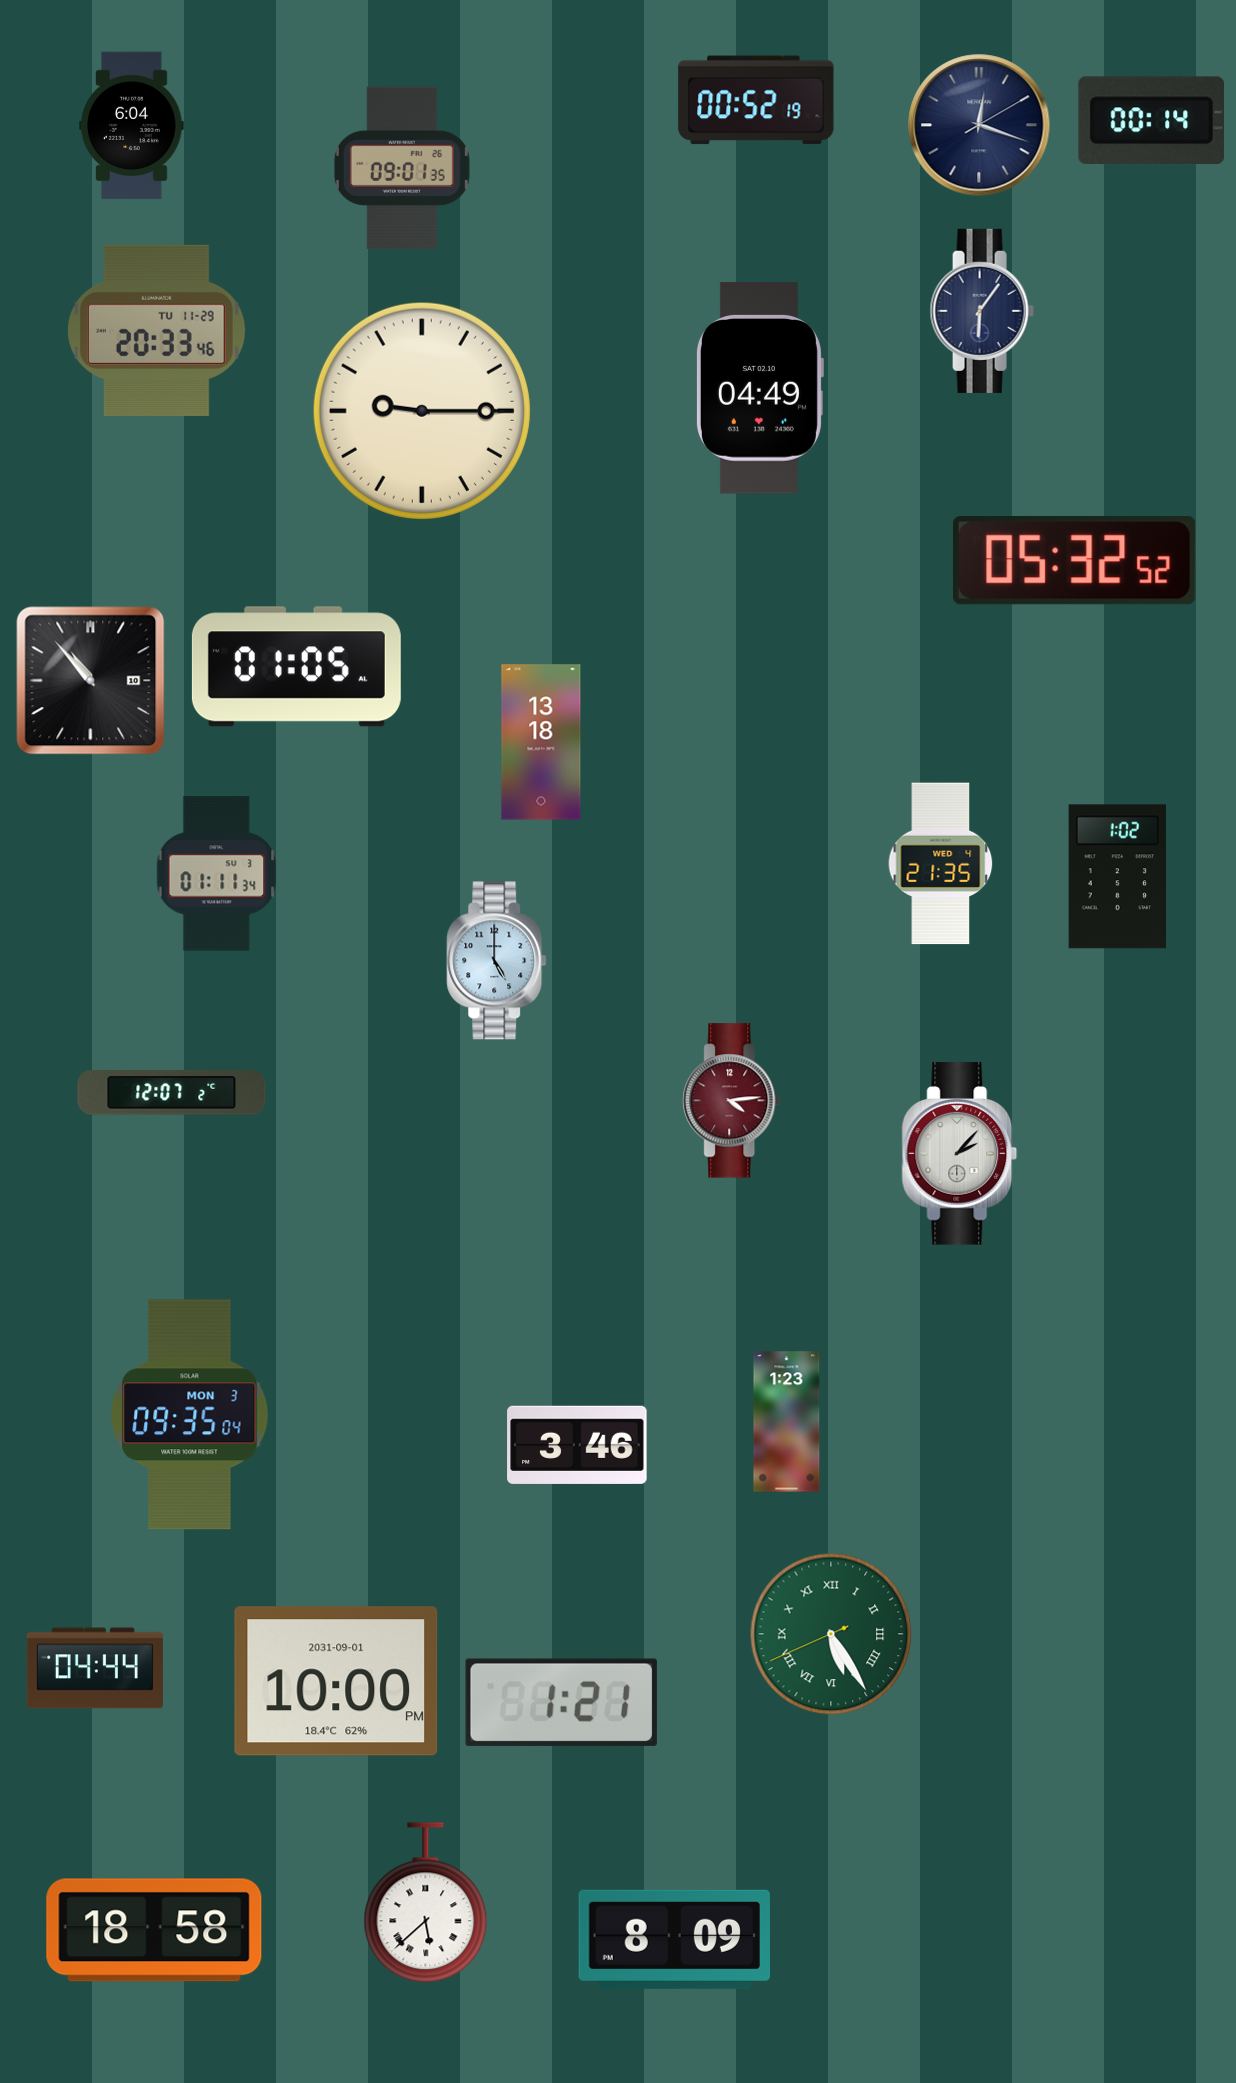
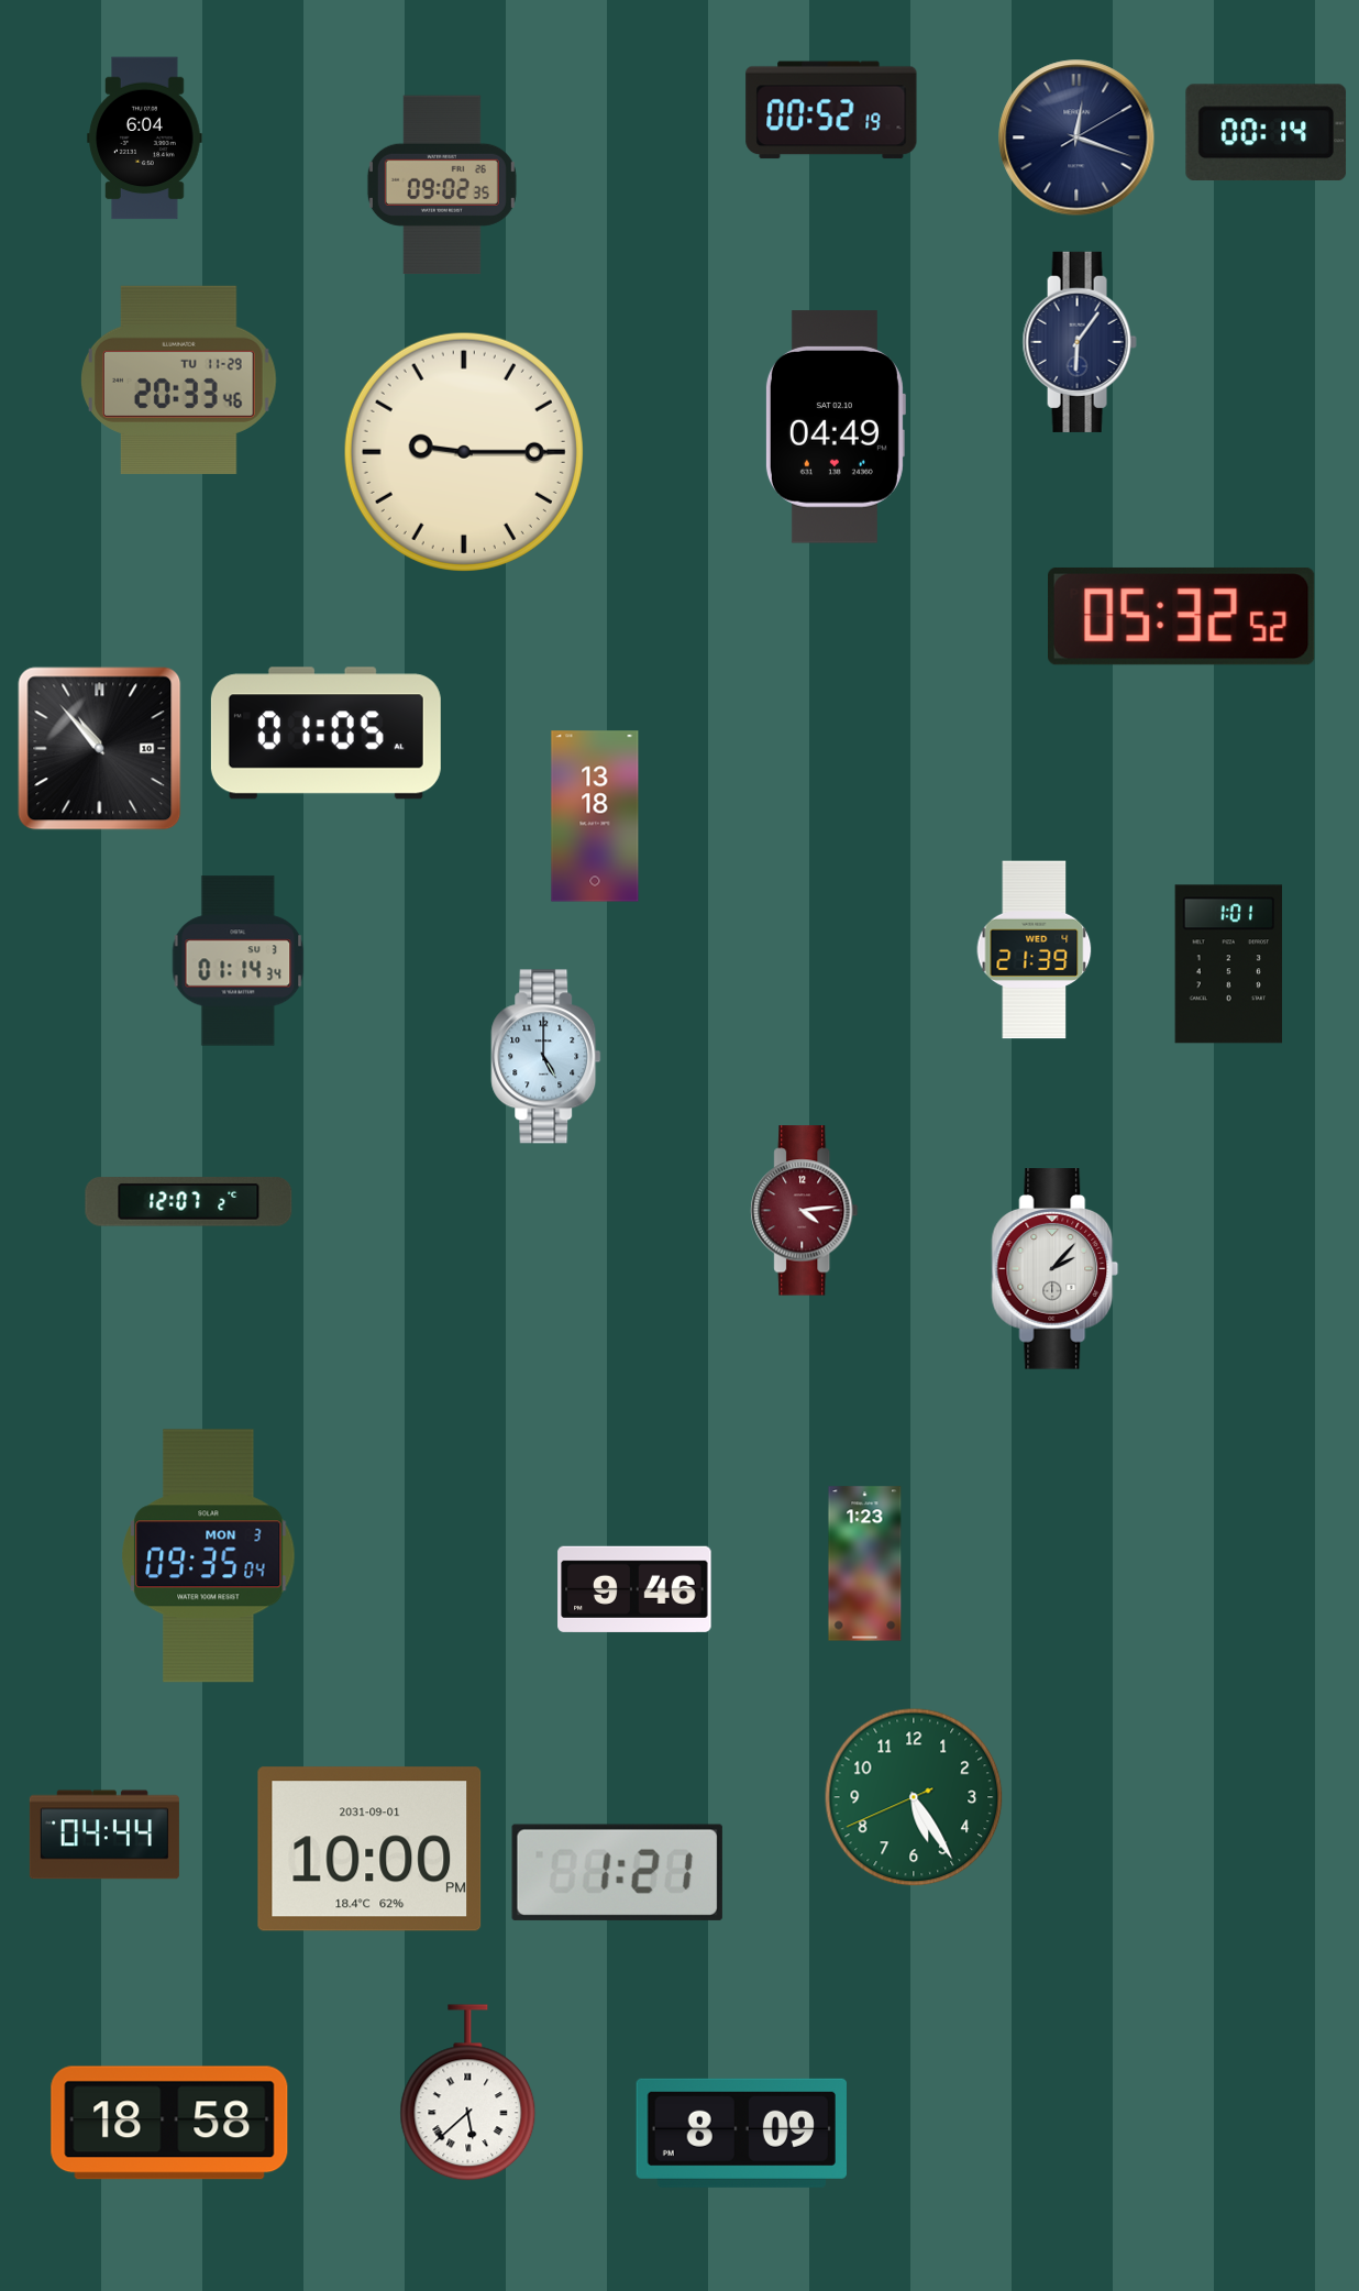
clock at (402, 168): 09:01 -> 09:02
clock at (157, 330) position: (157, 330) -> (179, 379)
clock at (941, 864): 21:35 -> 21:39
clock at (217, 874): 01:11 -> 01:14
clock at (1117, 877): 1:02 -> 1:01
clock at (577, 1444): 3:46 -> 9:46
clock at (831, 1634) numerals: Roman -> Arabic
